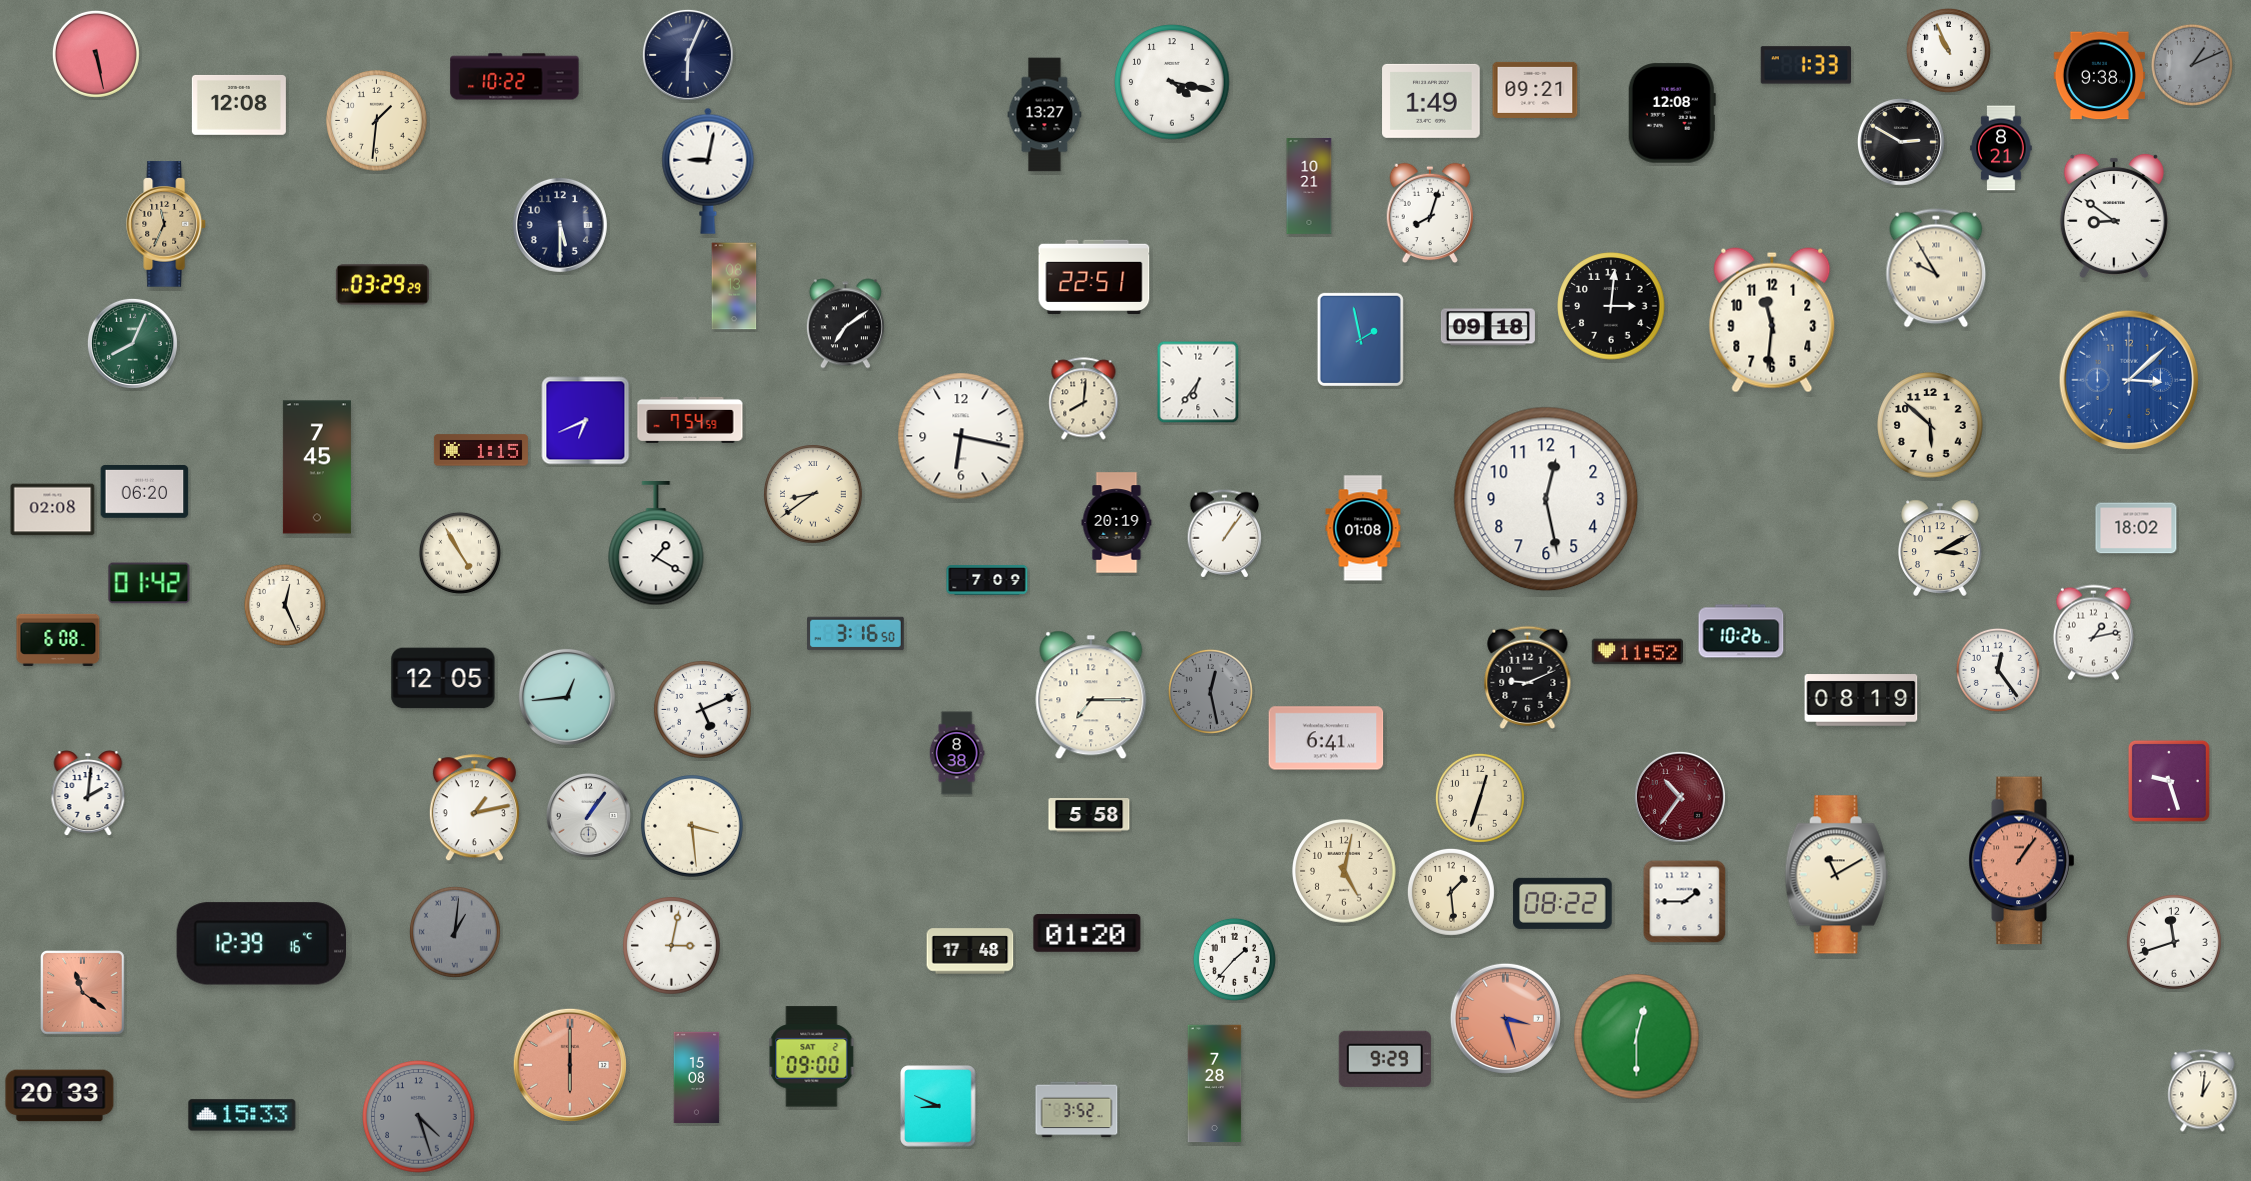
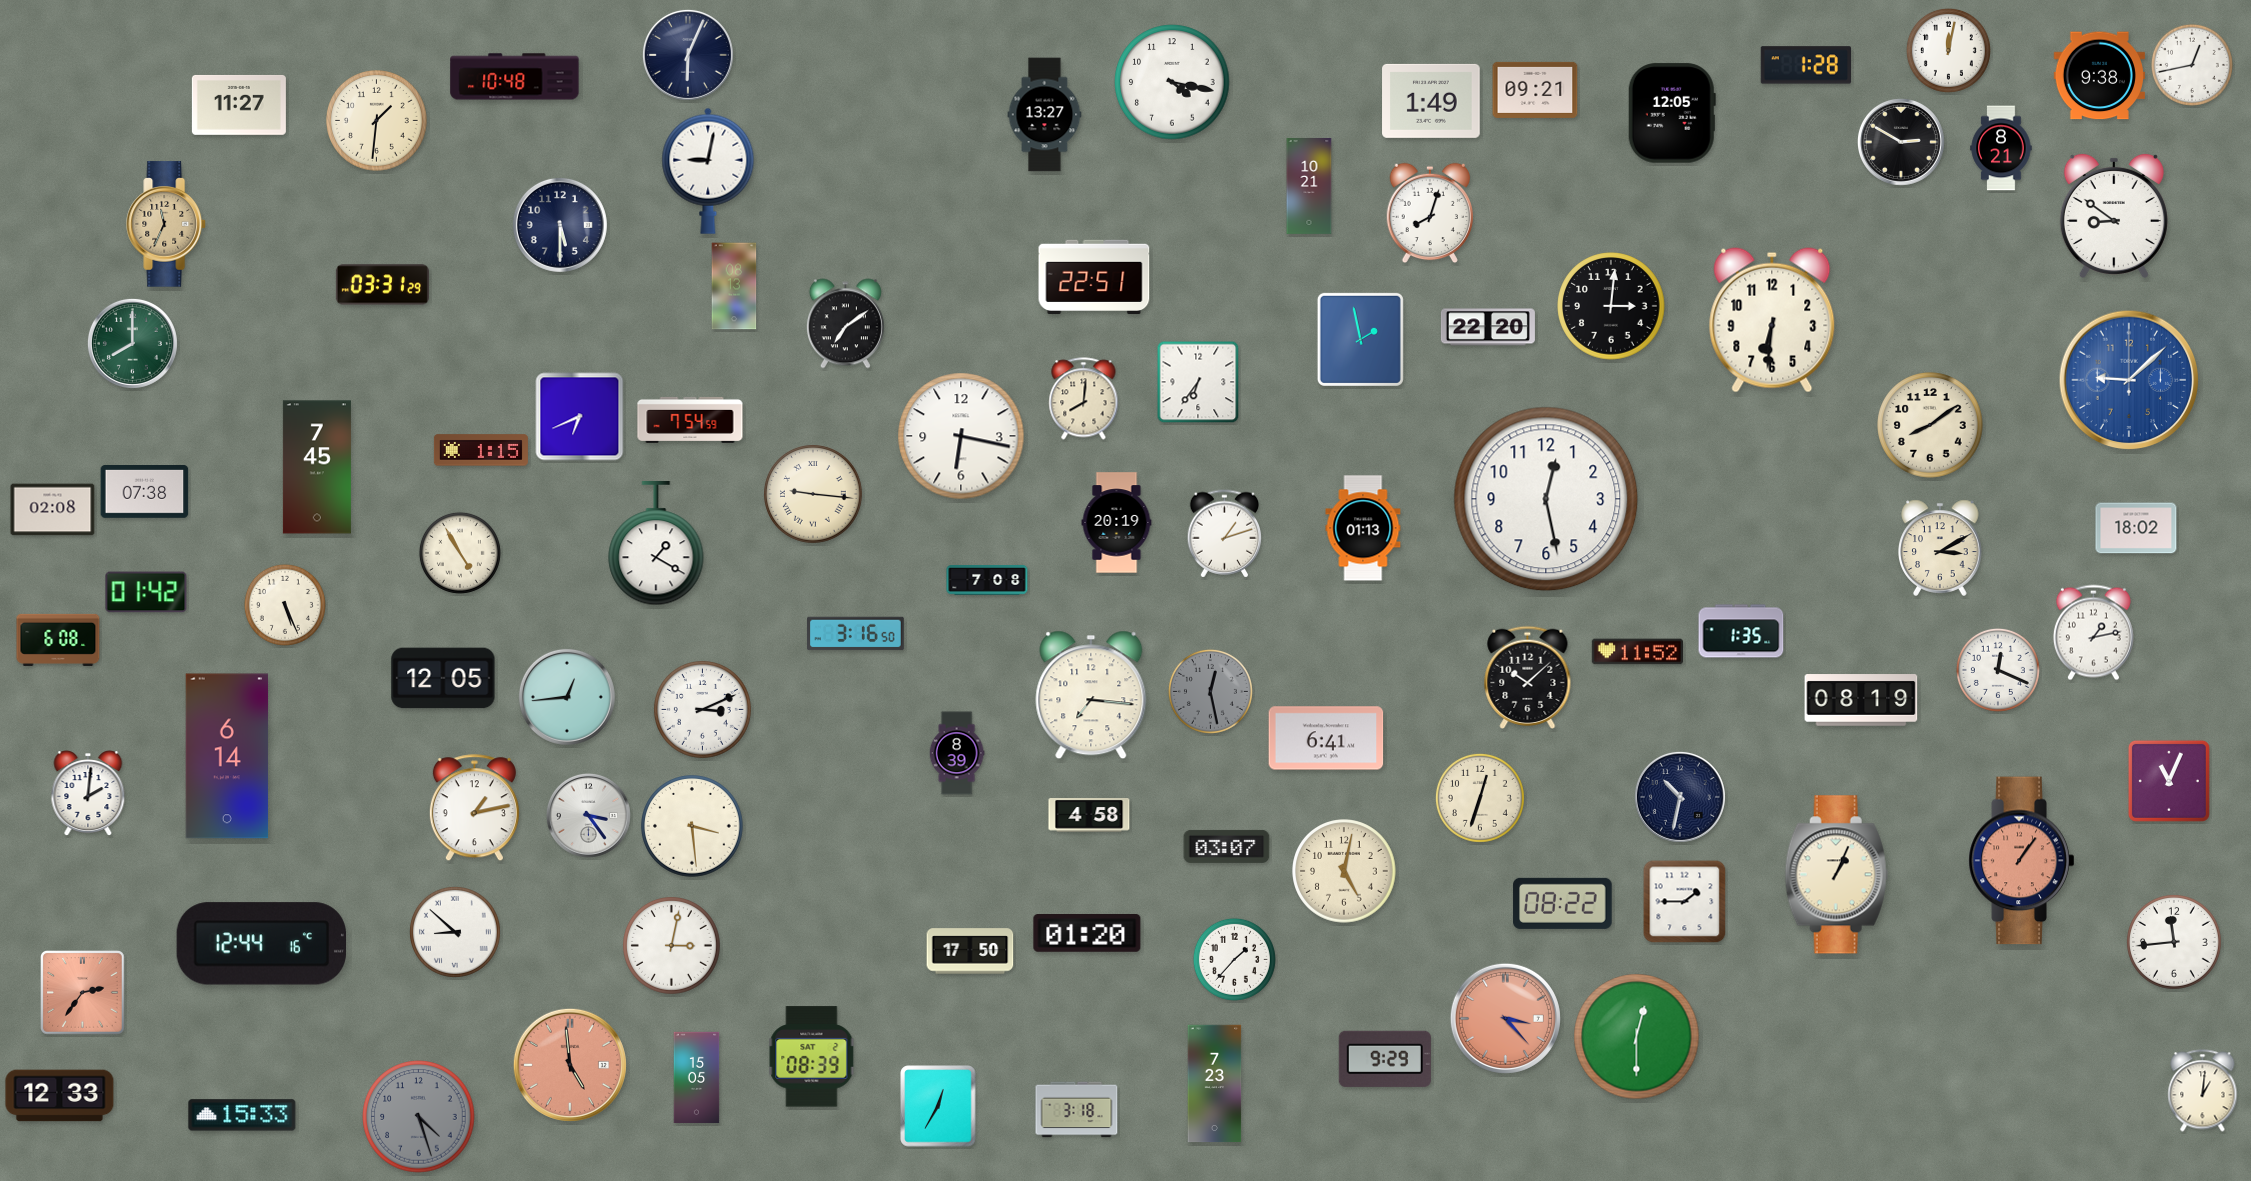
clock at (1948, 50): 10:56 -> 12:02
clock at (96, 54): 5:28 -> none
clock at (1806, 65): 1:33 -> 1:28
clock at (2192, 65): 1:11 -> 12:43
clock at (2192, 65) dial: grey -> white
clock at (515, 77): 10:22 -> 10:48
clock at (239, 105): 12:08 -> 11:27
clock at (1672, 113): 12:08 -> 12:05
clock at (1936, 268): 9:55 -> none
clock at (382, 285): 03:29 -> 03:31
clock at (1772, 320): 11:31 -> 6:31
clock at (1488, 327): 09:18 -> 22:20
clock at (132, 343): 8:04 -> 8:00
clock at (2129, 380): 3:08 -> 9:08
clock at (586, 421) position: (586, 421) -> (580, 417)
clock at (1930, 425): 5:52 -> 8:09
clock at (145, 492): 06:20 -> 07:38
clock at (814, 495): 8:39 -> 9:16
clock at (1363, 528): 01:08 -> 01:13
clock at (1225, 534): 1:06 -> 1:12
clock at (987, 581): 7:09 -> 7:08
clock at (149, 583) position: (149, 583) -> (146, 592)
clock at (285, 605): 12:26 -> 5:26
clock at (1741, 631): 10:26 -> 1:35
clock at (1998, 670): 12:24 -> 12:19
clock at (1528, 677): 9:11 -> 10:08
clock at (1091, 695): 7:15 -> 7:16
clock at (703, 710): 5:11 -> 3:11
clock at (957, 753): 8:38 -> 8:39
clock at (227, 756): none -> 6:14
clock at (2169, 781): 9:27 -> 11:04
clock at (1680, 797): 10:36 -> 10:32
clock at (1680, 797) dial: burgundy -> navy
clock at (588, 815): 1:06 -> 3:24
clock at (1089, 815): 5:58 -> 4:58
clock at (1227, 846): none -> 03:07
clock at (1836, 875): 11:10 -> 1:04
clock at (1451, 892): 1:29 -> none
clock at (455, 932): 1:01 -> 8:52
clock at (455, 932) dial: grey -> white
clock at (2174, 942): 11:42 -> 11:44
clock at (261, 944): 12:39 -> 12:44
clock at (970, 951): 17:48 -> 17:50
clock at (83, 993): 11:21 -> 2:36
clock at (1505, 1018): 3:27 -> 3:23
clock at (812, 1057): 09:00 -> 08:39
clock at (570, 1065): 6:00 -> 4:59
clock at (697, 1078): 15:08 -> 15:05
clock at (1215, 1084): 7:28 -> 7:23
clock at (60, 1096): 20:33 -> 12:33
clock at (938, 1106): 8:49 -> 12:35
clock at (1077, 1110): 3:52 -> 3:18
